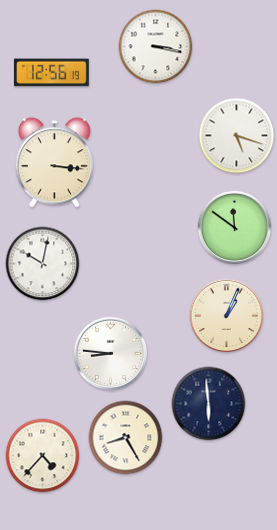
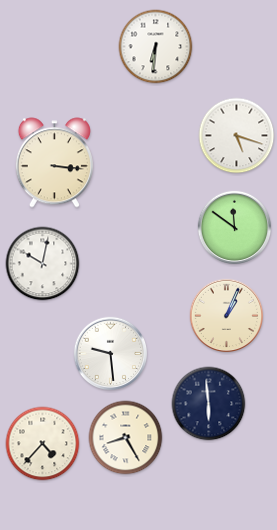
clock at (156, 47): 3:17 -> 6:31
clock at (51, 73): 12:56 -> none
clock at (111, 354): 8:46 -> 9:29
clock at (43, 456) position: (43, 456) -> (43, 444)
